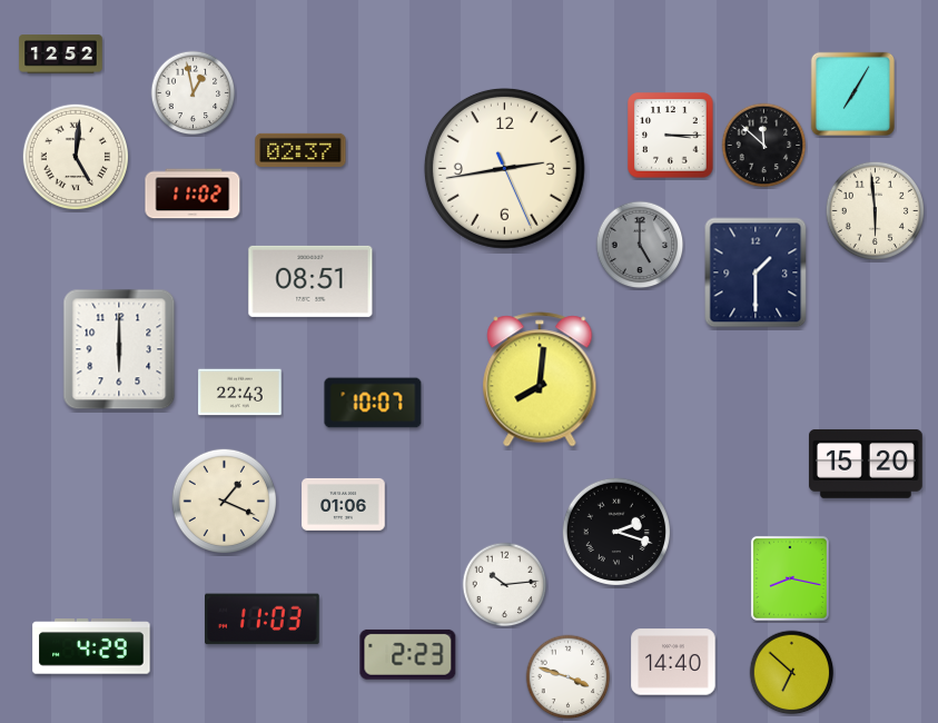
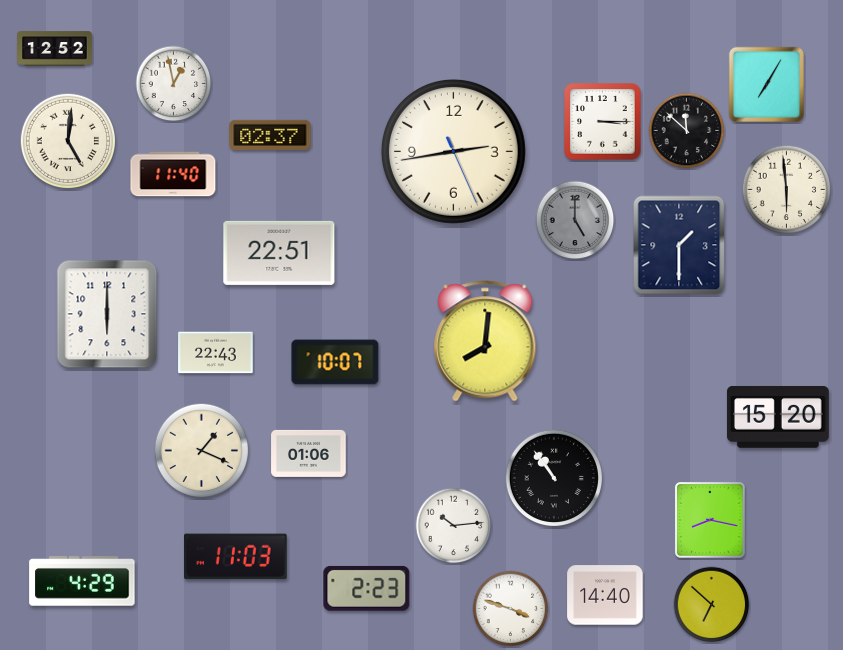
clock at (192, 194): 11:02 -> 11:40
clock at (310, 281): 08:51 -> 22:51
clock at (615, 531): 2:18 -> 10:54
